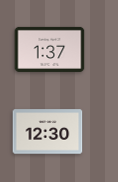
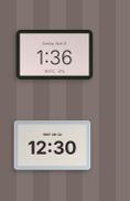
clock at (50, 49): 1:37 -> 1:36
